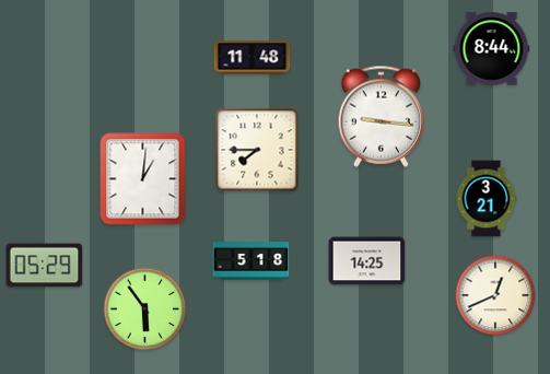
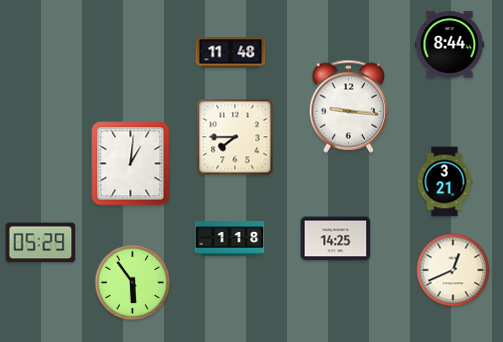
clock at (251, 261): 5:18 -> 1:18
